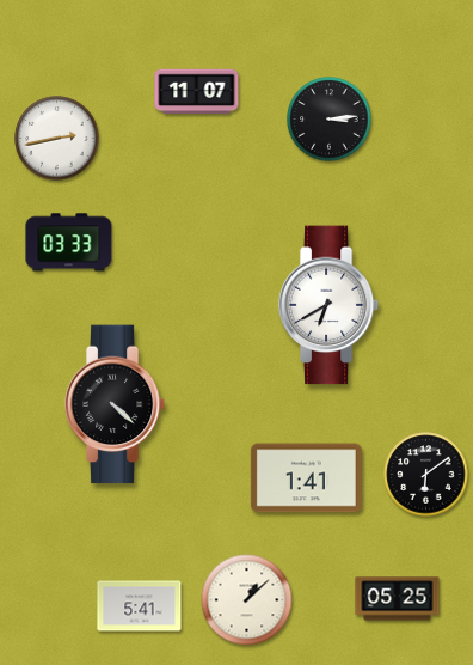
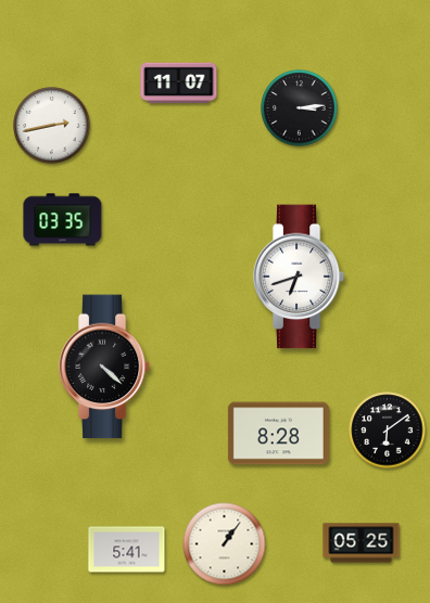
clock at (69, 243): 03:33 -> 03:35
clock at (328, 305): 6:40 -> 6:42
clock at (306, 478): 1:41 -> 8:28
clock at (247, 600): 1:08 -> 1:06
